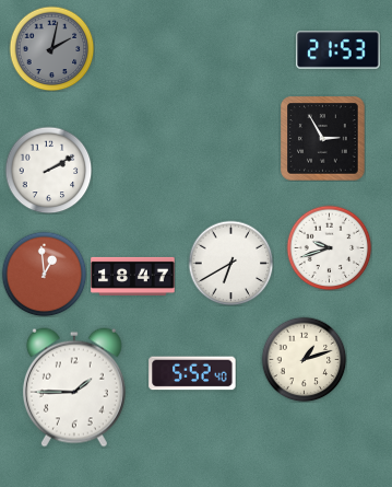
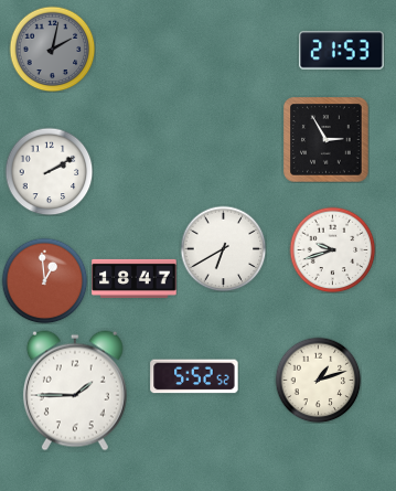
clock at (230, 263) position: (230, 263) -> (223, 248)
clock at (44, 274) position: (44, 274) -> (44, 280)
clock at (304, 359) position: (304, 359) -> (318, 380)
clock at (192, 373): 5:52:40 -> 5:52:52
